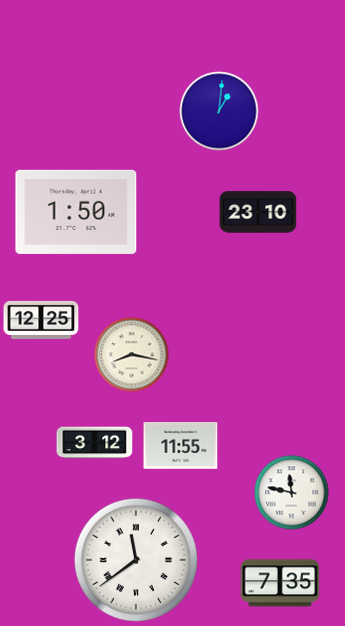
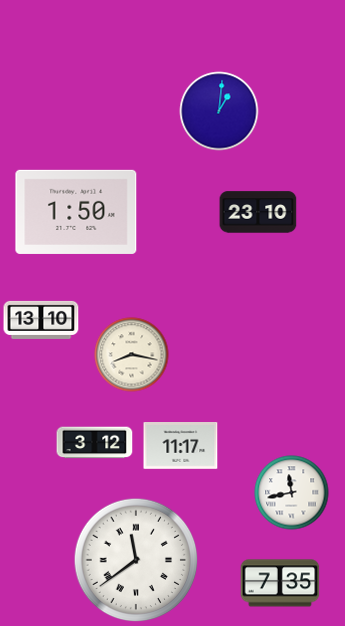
clock at (41, 320): 12:25 -> 13:10
clock at (181, 446): 11:55 -> 11:17
clock at (292, 493): 11:47 -> 11:43
